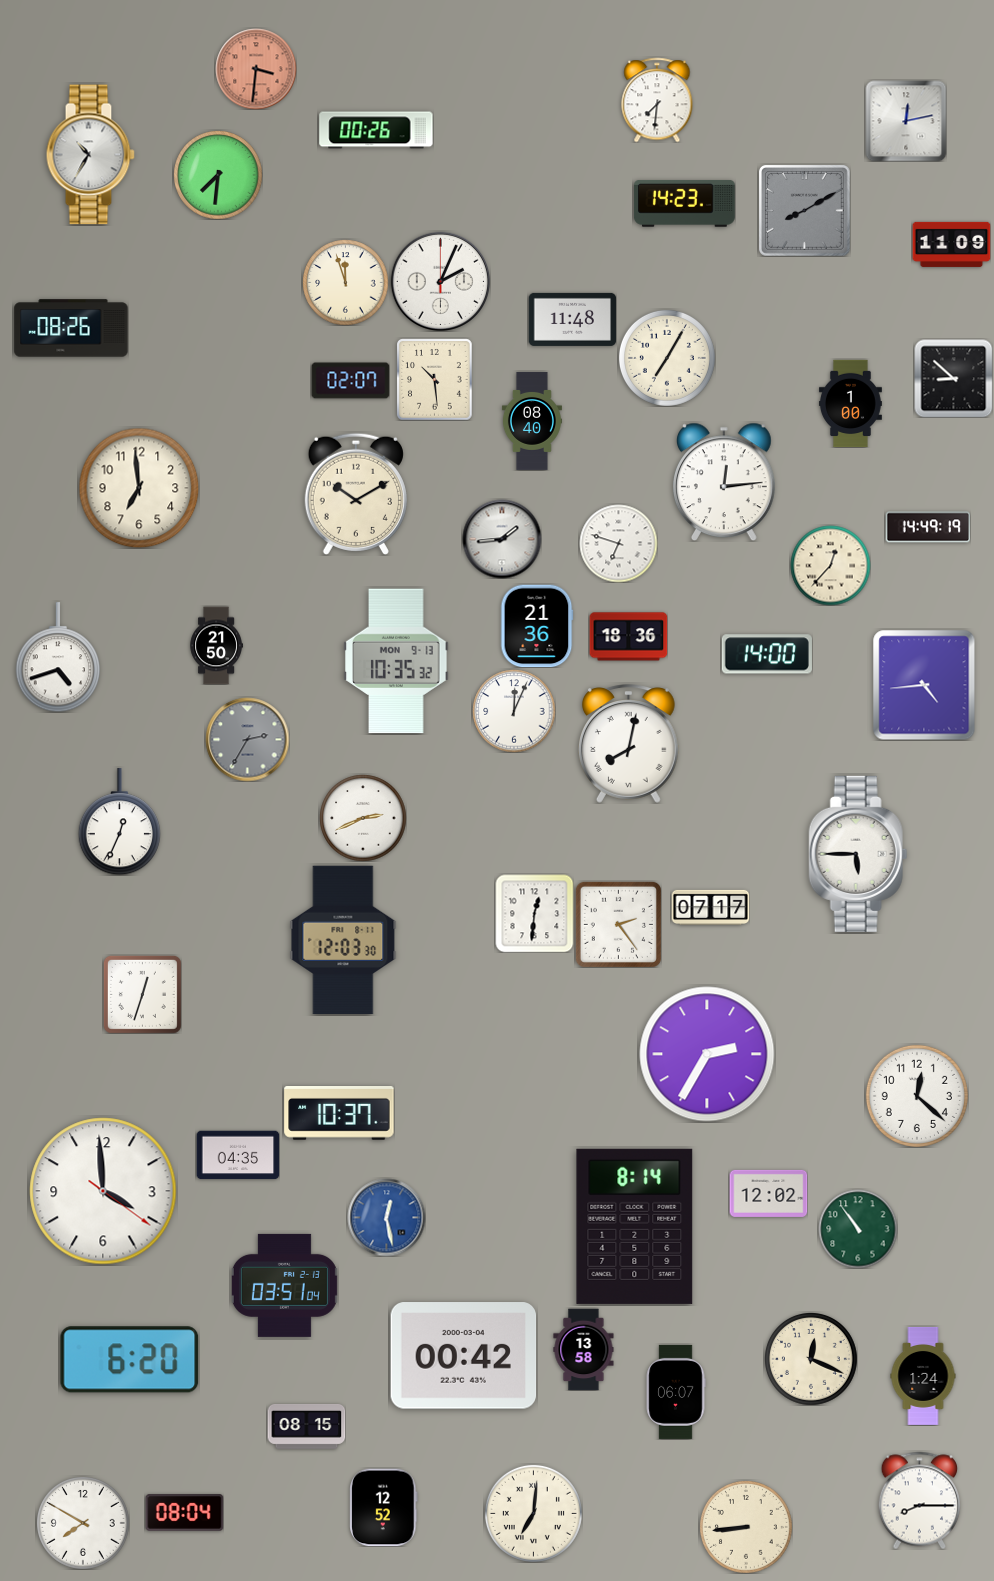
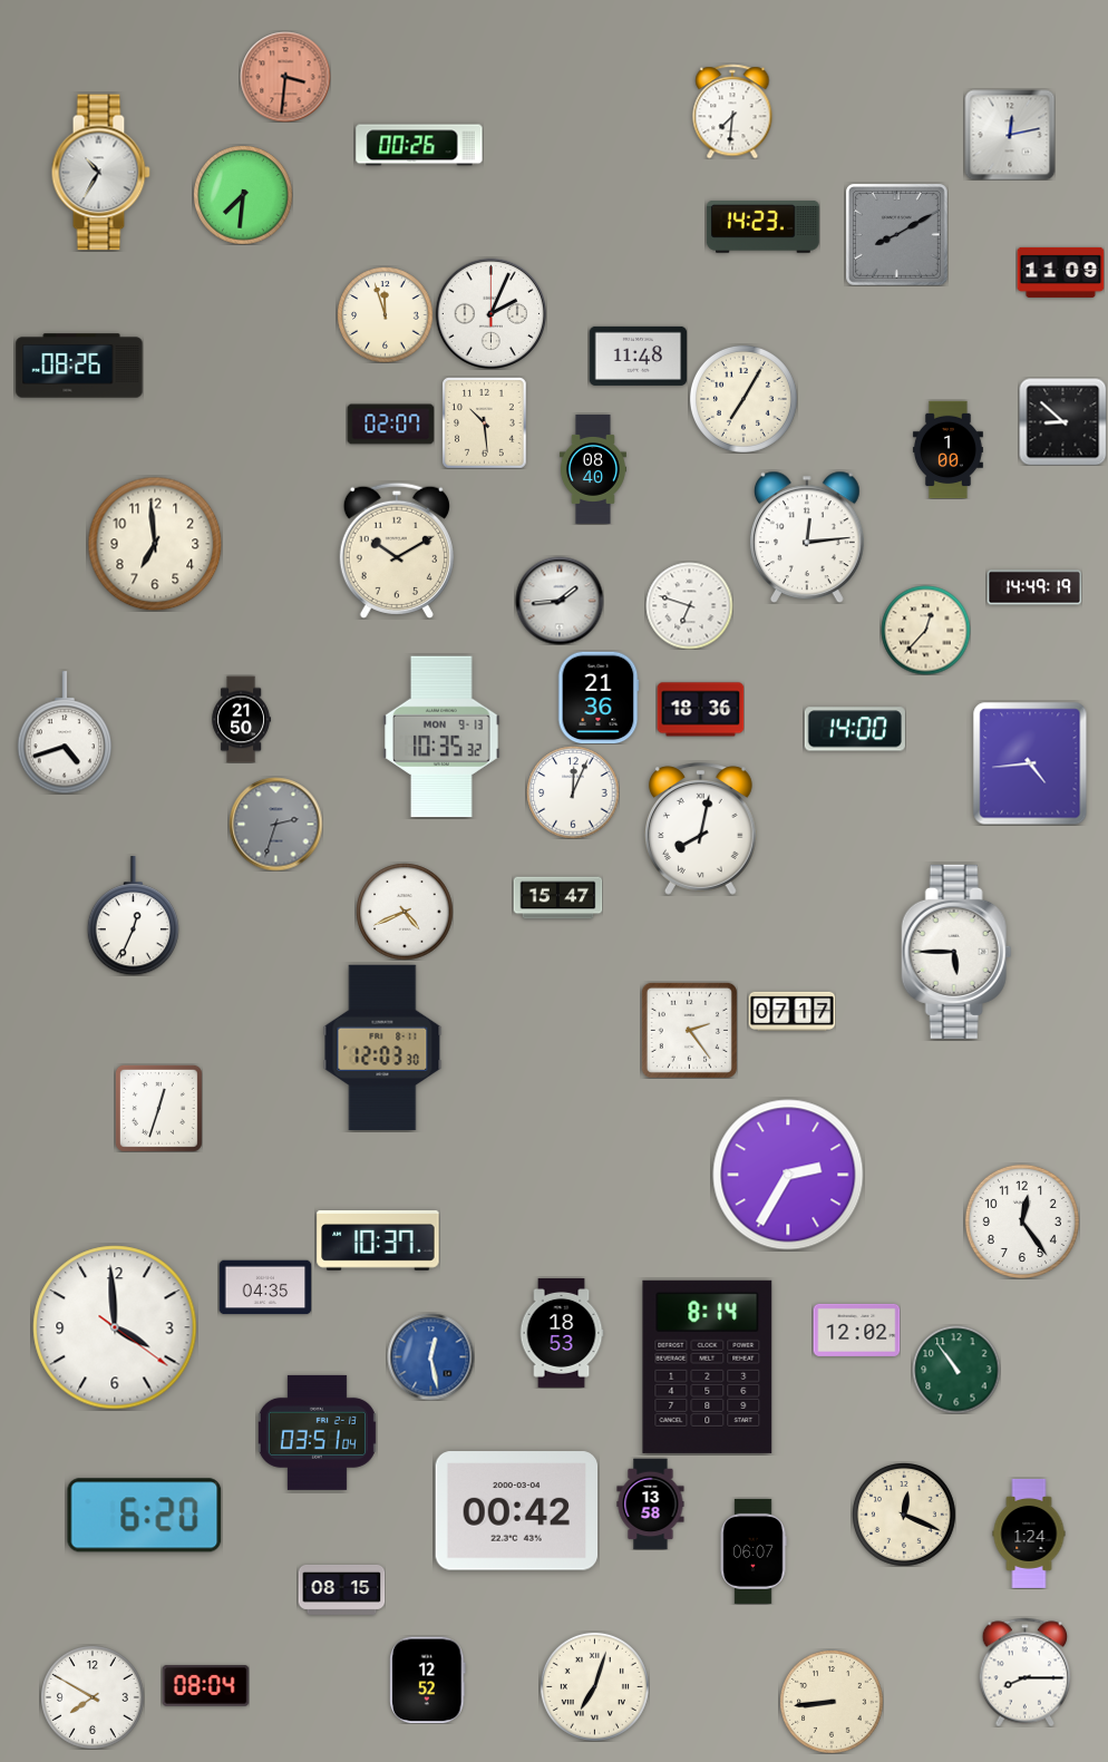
clock at (247, 739): 2:35 -> 2:33
clock at (557, 898): none -> 15:47
clock at (363, 818): 2:41 -> 4:41
clock at (534, 913): 12:31 -> none
clock at (917, 1096): 12:22 -> 12:24
clock at (562, 1333): none -> 18:53
clock at (533, 1513): 7:01 -> 7:03
